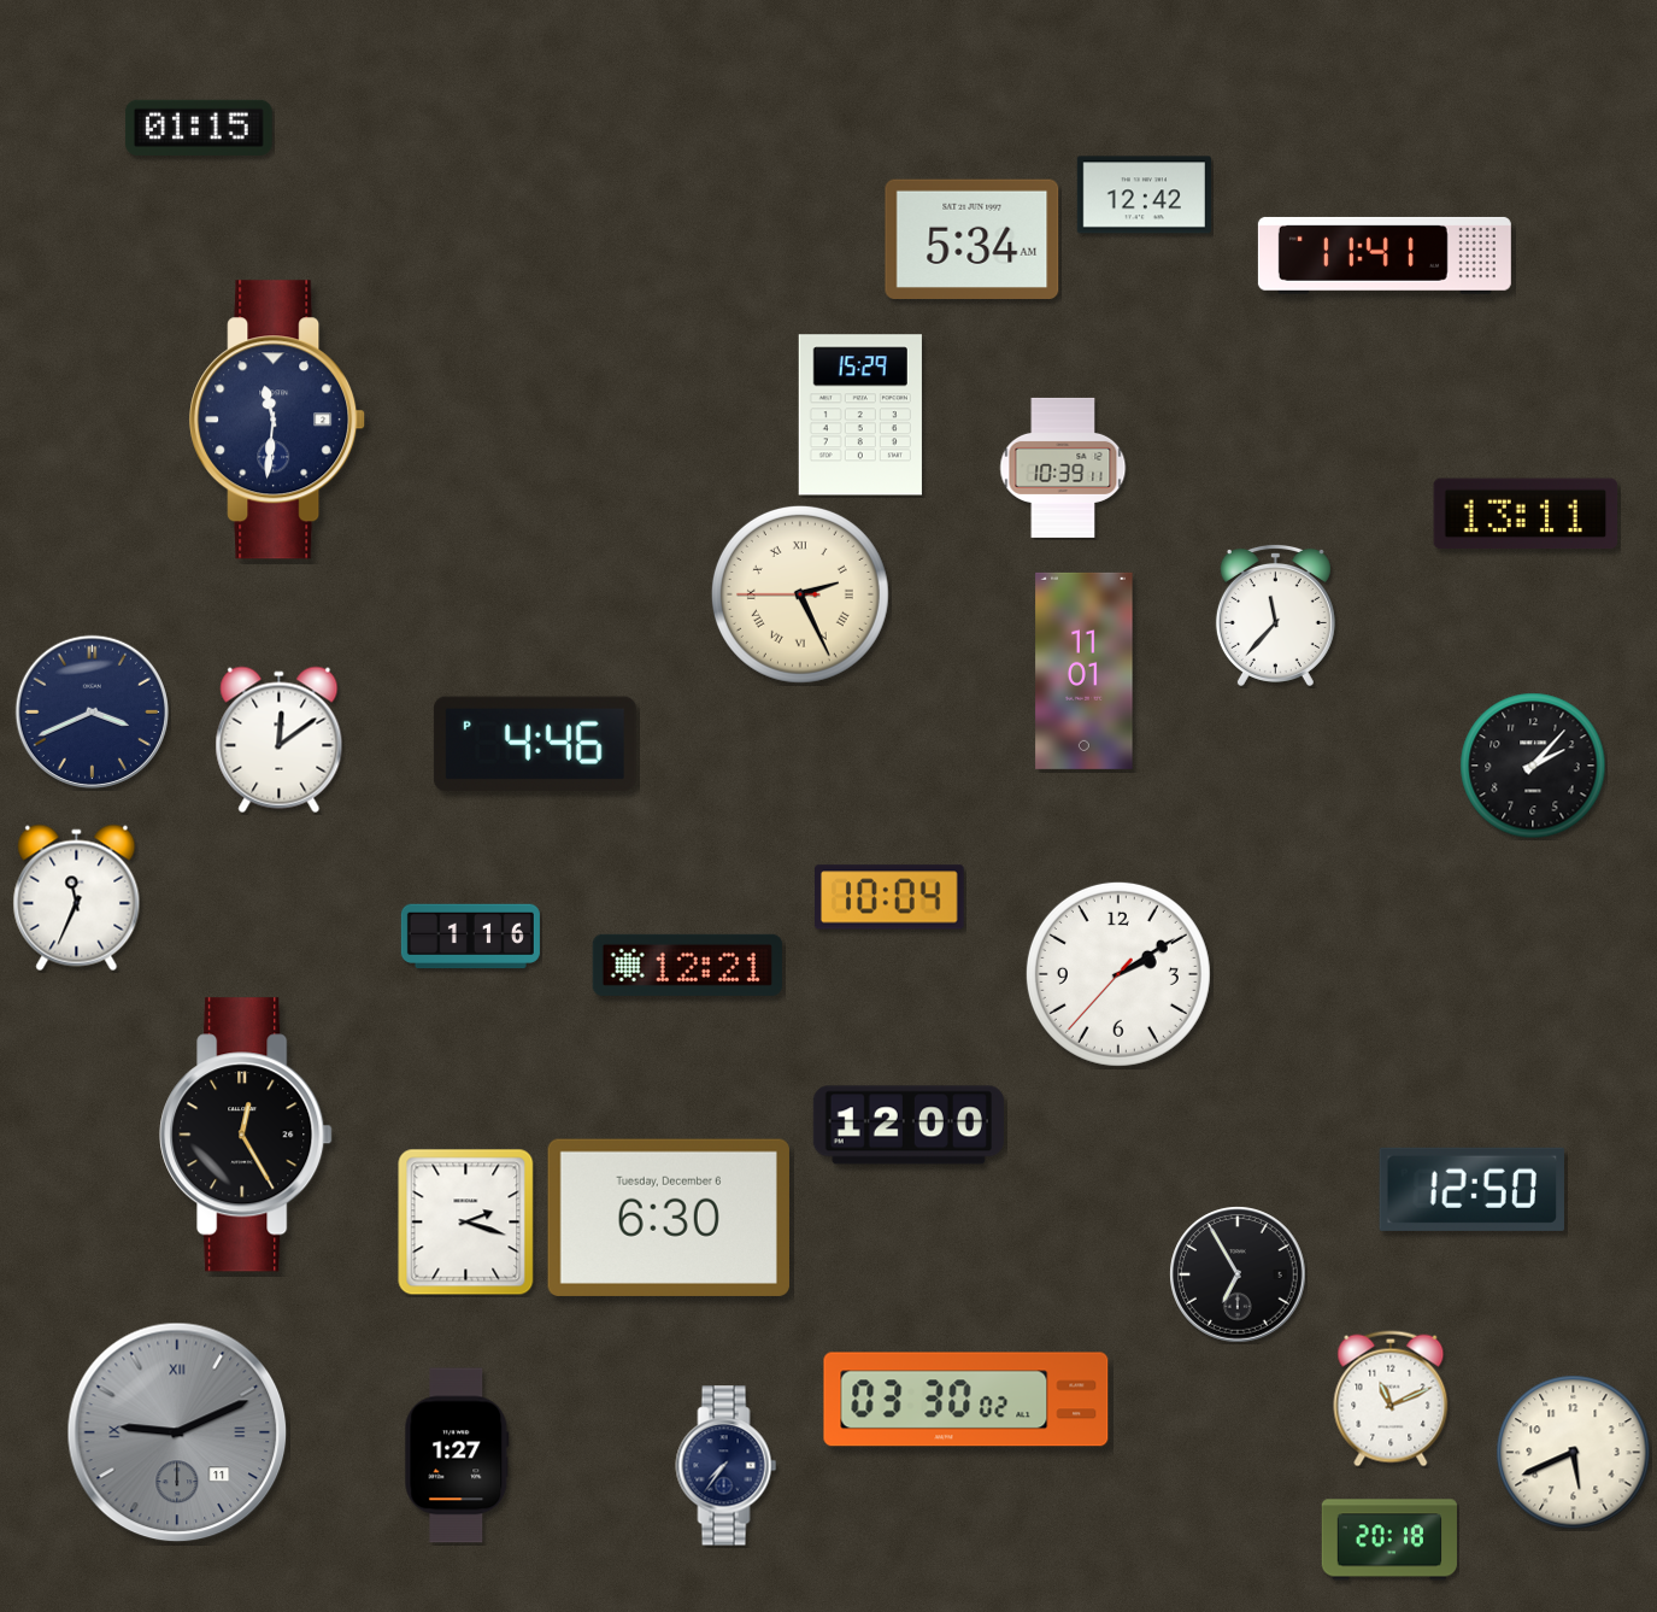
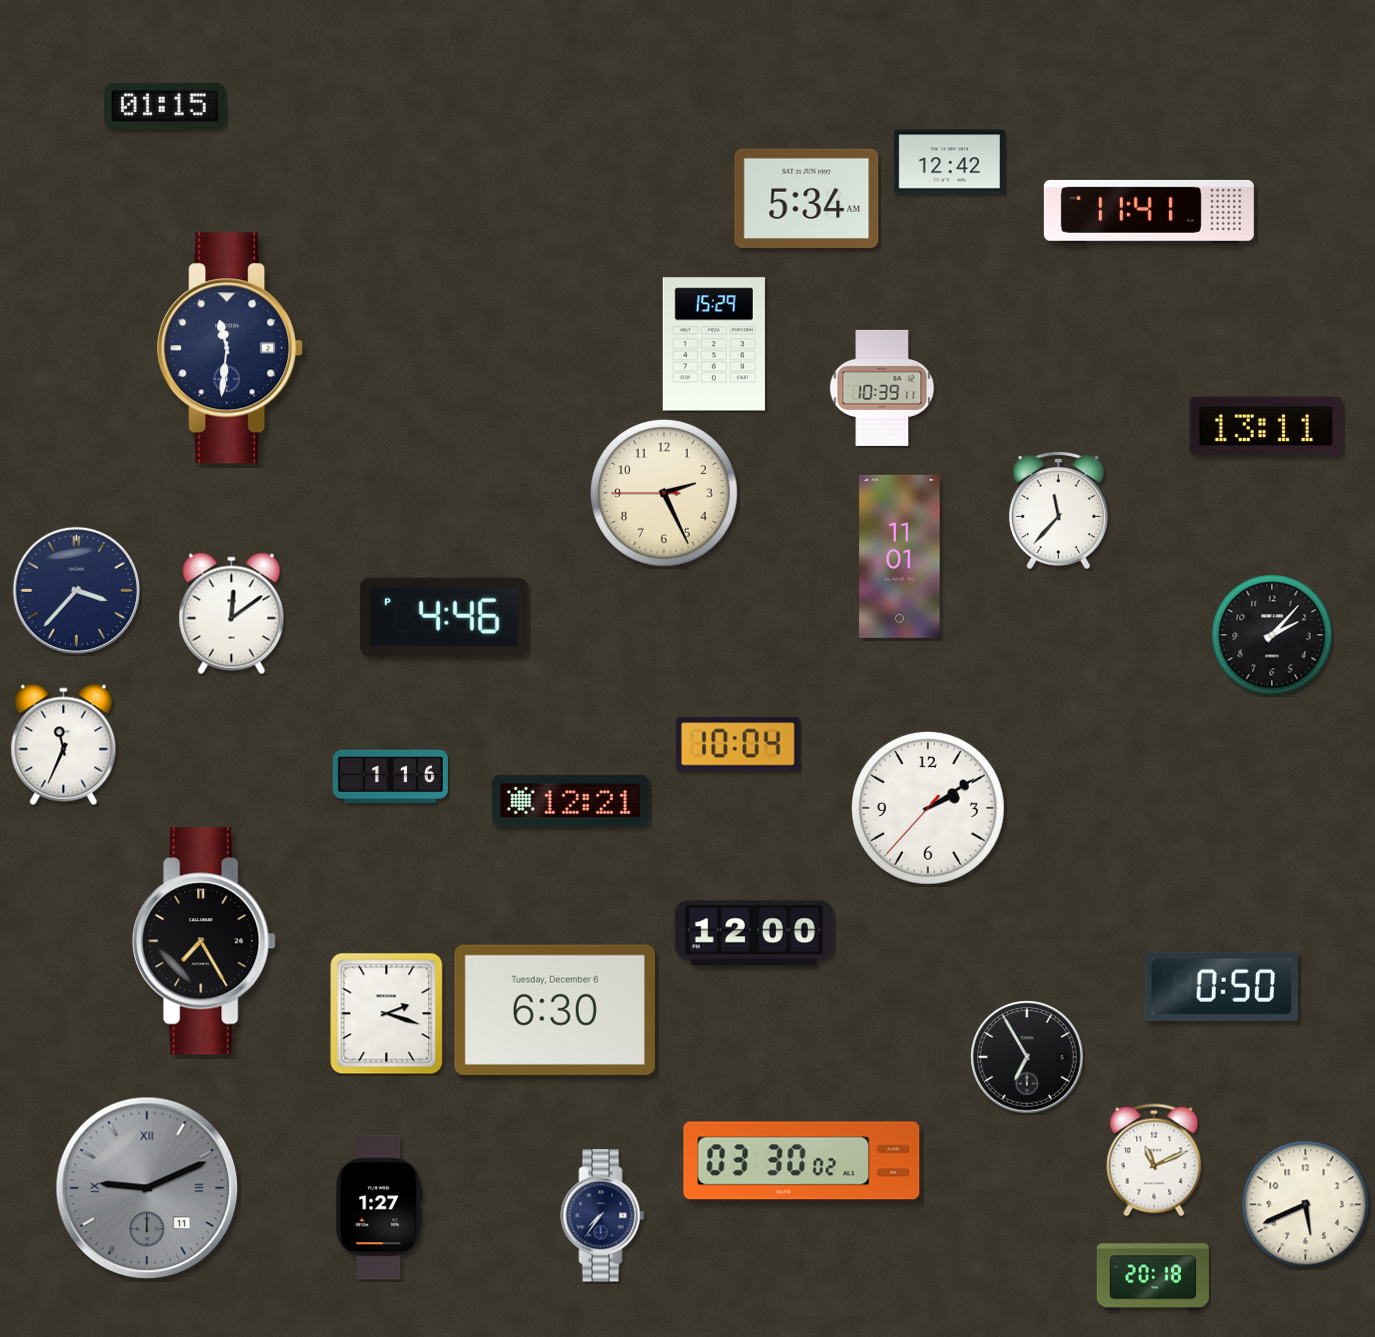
clock at (800, 594) numerals: Roman -> Arabic
clock at (92, 711): 3:41 -> 3:37
clock at (246, 1135): 12:25 -> 7:25
clock at (1471, 1189): 12:50 -> 0:50
